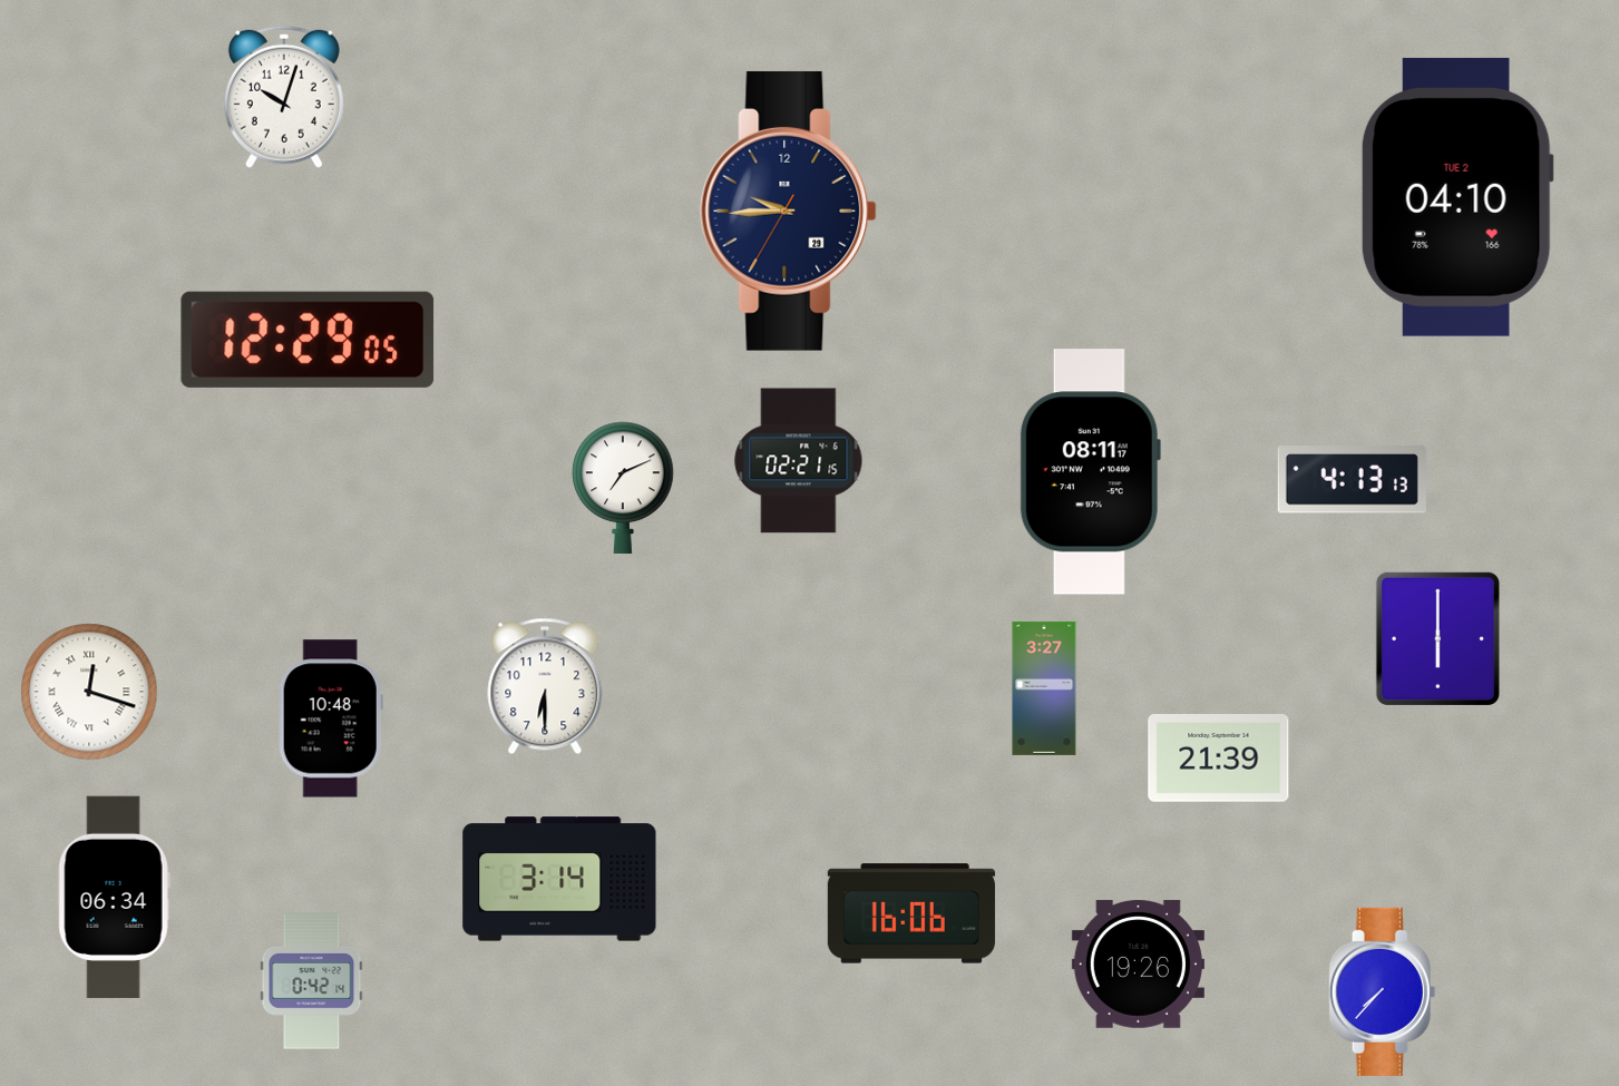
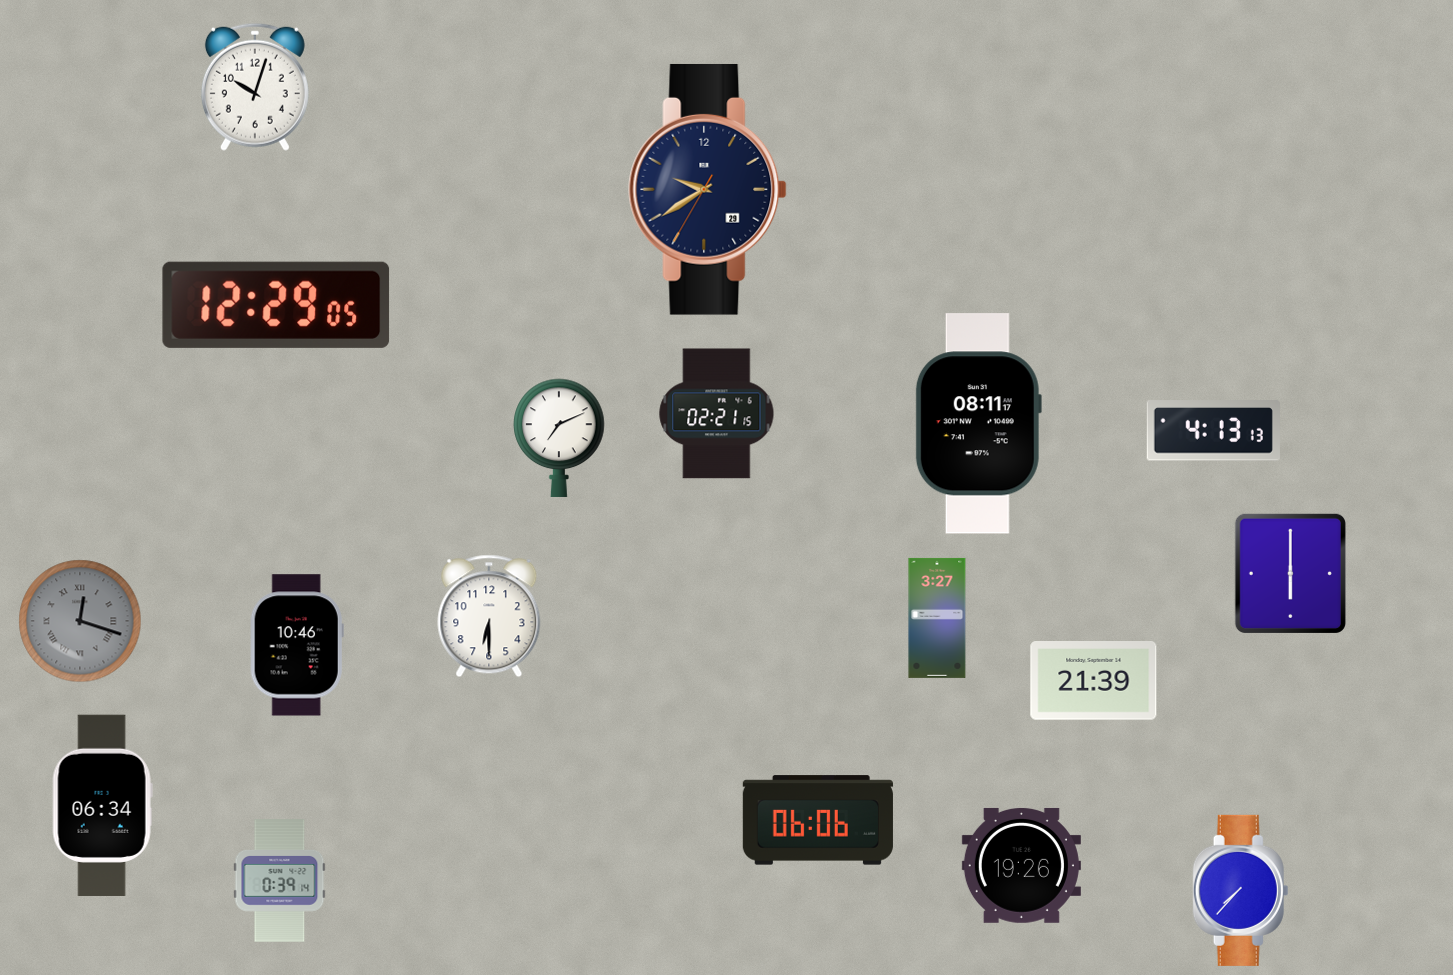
clock at (1457, 197): 04:10 -> none
clock at (789, 211): 9:44 -> 9:39
clock at (89, 692) dial: white -> grey
clock at (331, 718): 10:48 -> 10:46
clock at (559, 879): 3:14 -> none
clock at (911, 913): 16:06 -> 06:06
clock at (312, 981): 0:42 -> 0:39
